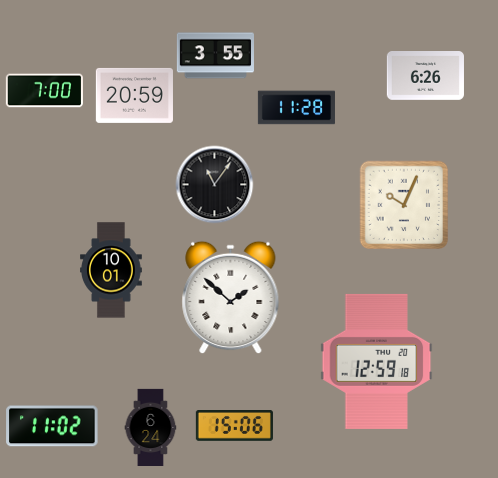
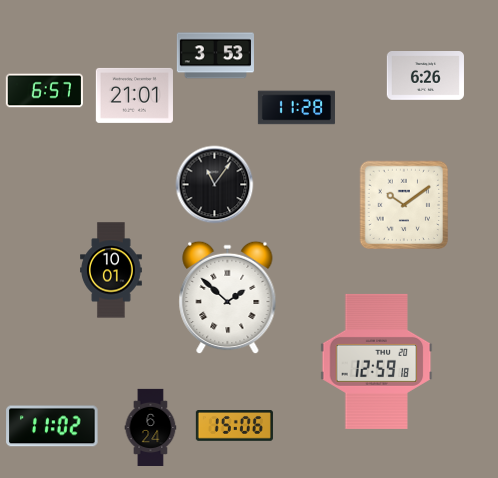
clock at (215, 56): 3:55 -> 3:53
clock at (44, 91): 7:00 -> 6:57
clock at (134, 95): 20:59 -> 21:01
clock at (404, 205): 10:04 -> 10:09
clock at (231, 297) position: (231, 297) -> (228, 297)
